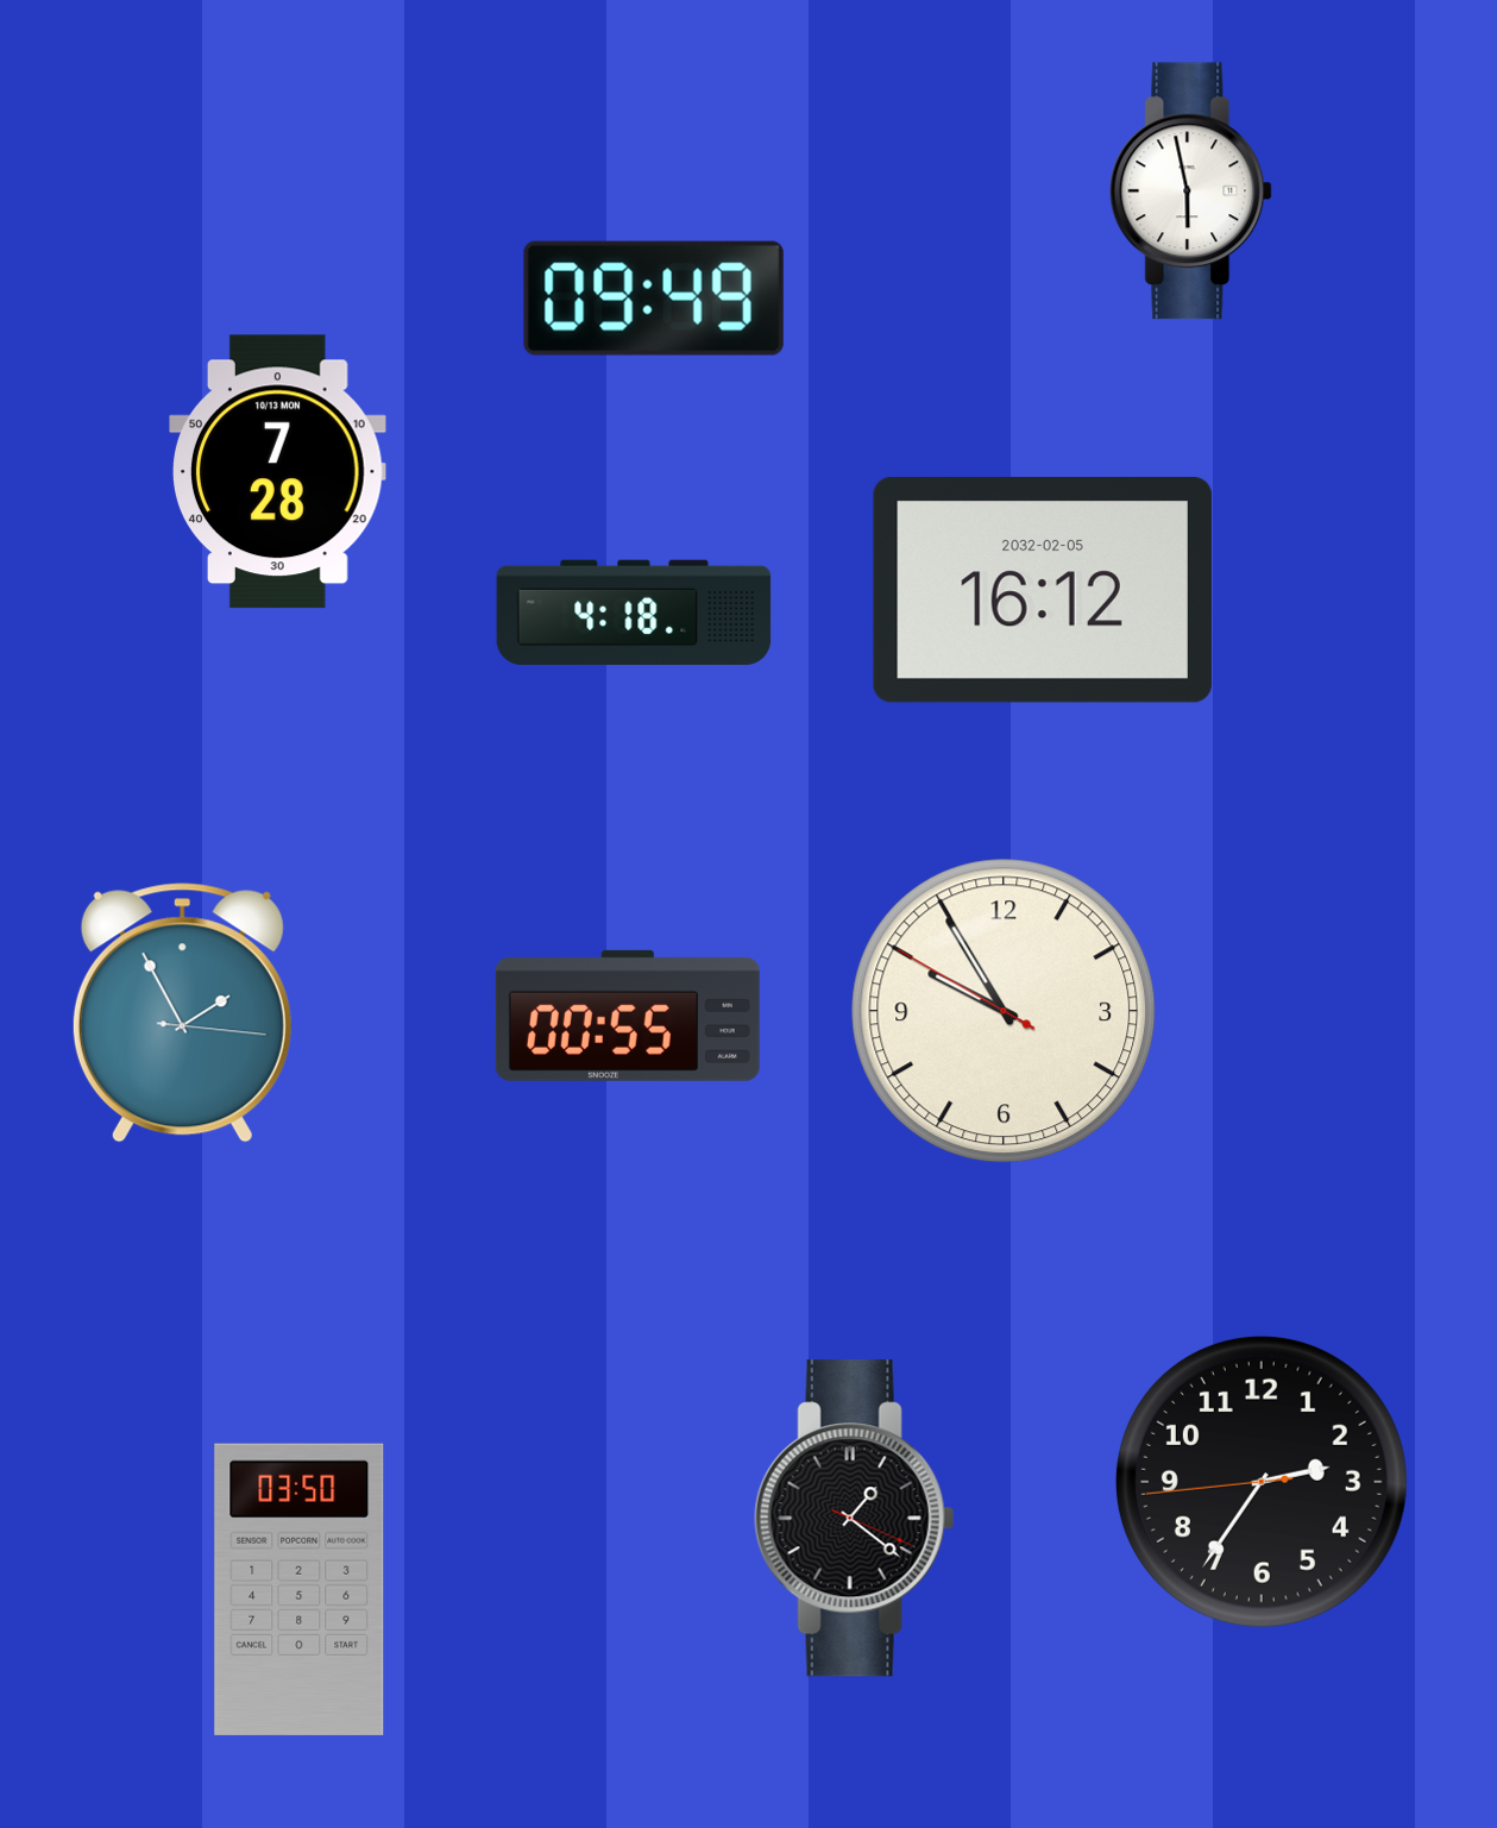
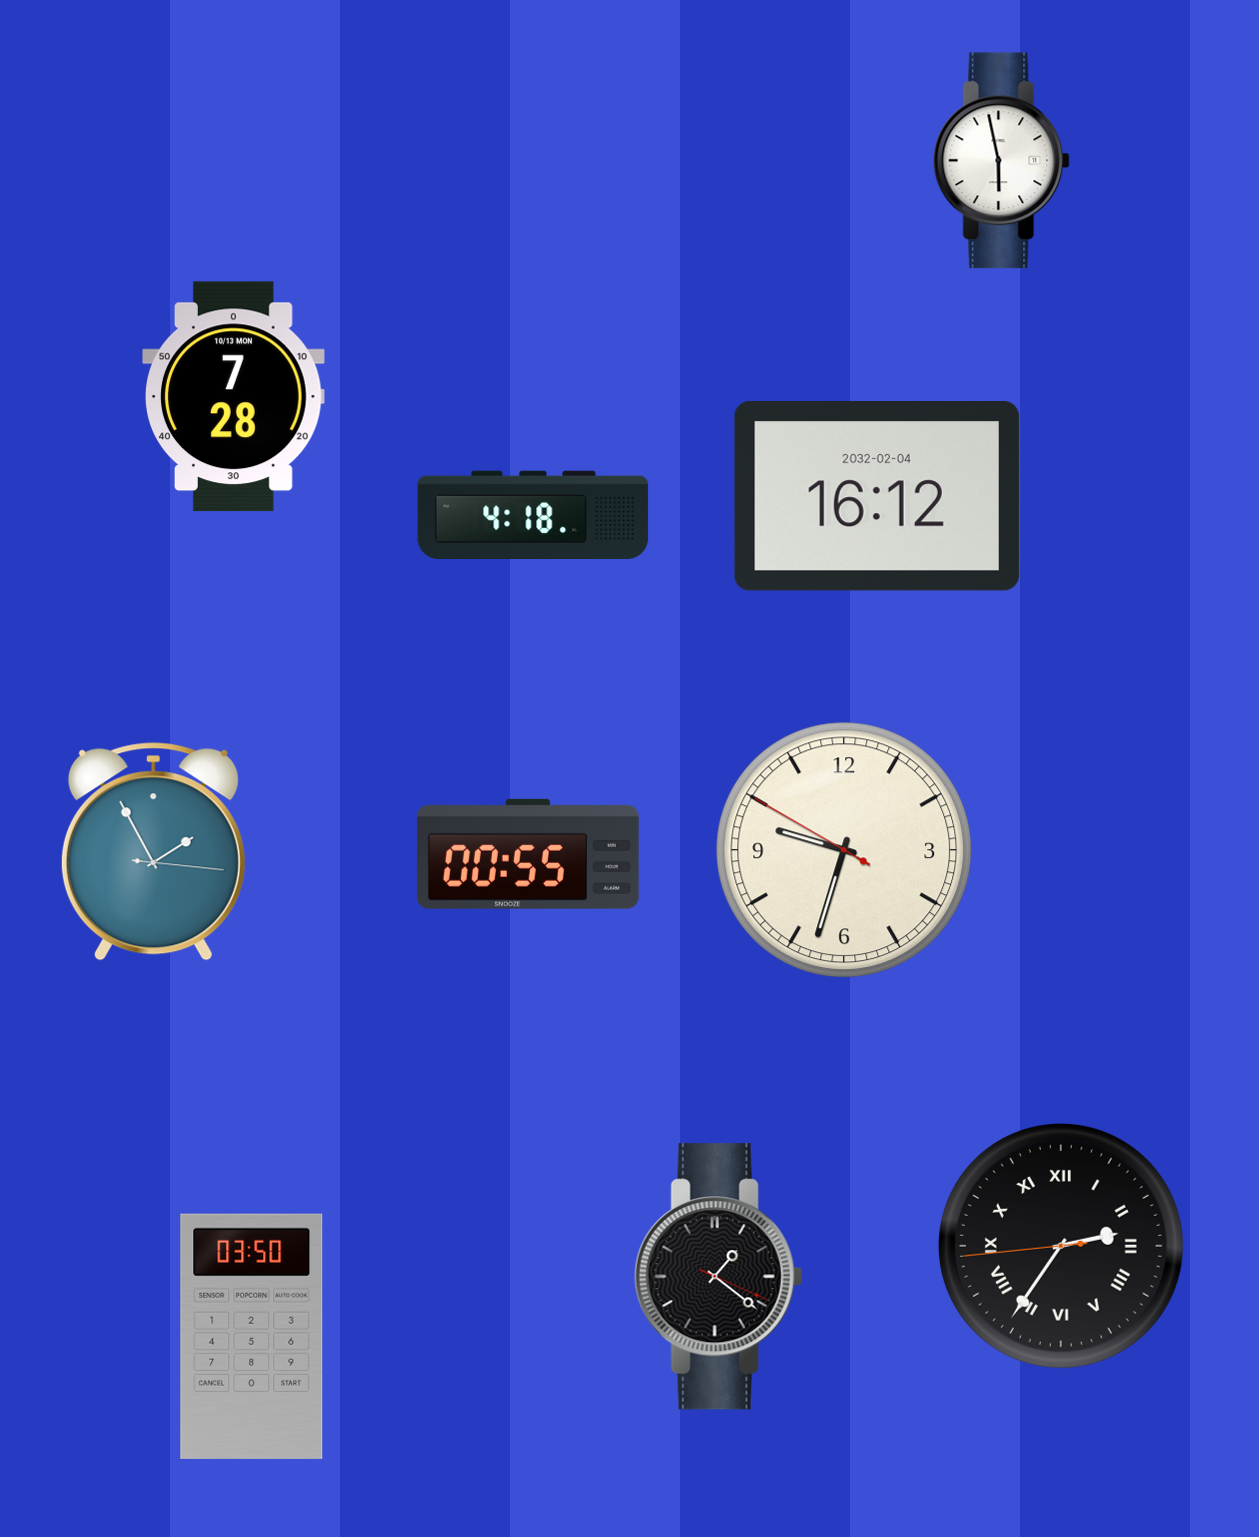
clock at (654, 299): 09:49 -> none
clock at (1043, 590) date: 2032-02-05 -> 2032-02-04
clock at (1004, 1011): 9:54 -> 9:32
clock at (1262, 1482) numerals: Arabic -> Roman
